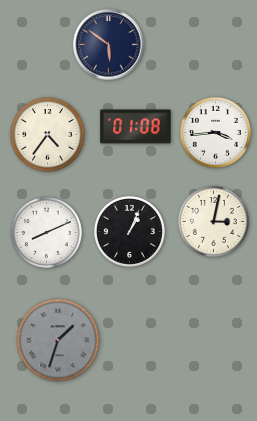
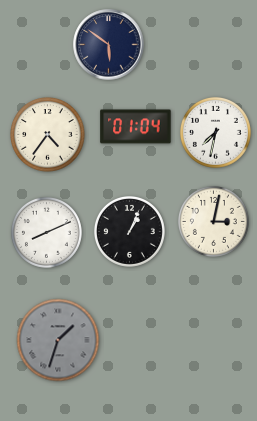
clock at (136, 127): 01:08 -> 01:04
clock at (215, 132): 3:44 -> 7:32
